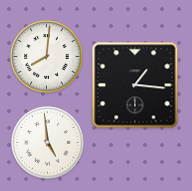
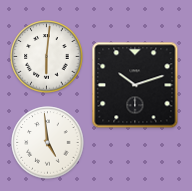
clock at (47, 57): 8:01 -> 6:01
clock at (135, 85): 1:16 -> 10:12
